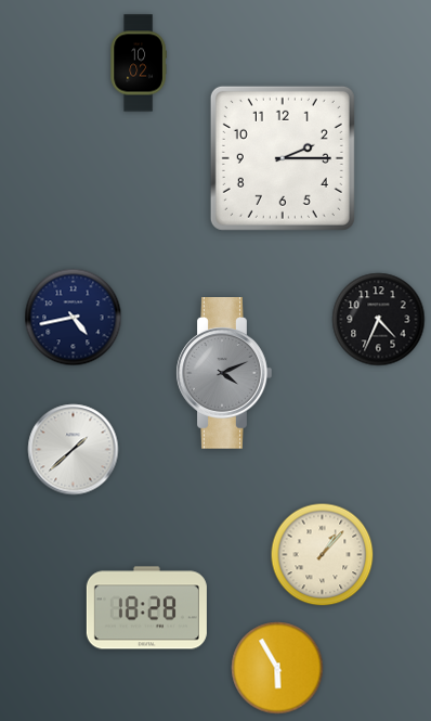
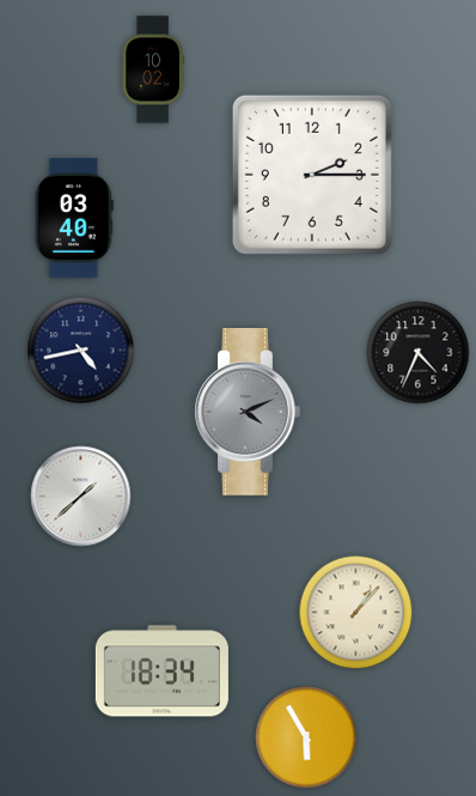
clock at (74, 219): none -> 03:40
clock at (146, 608): 18:28 -> 18:34
